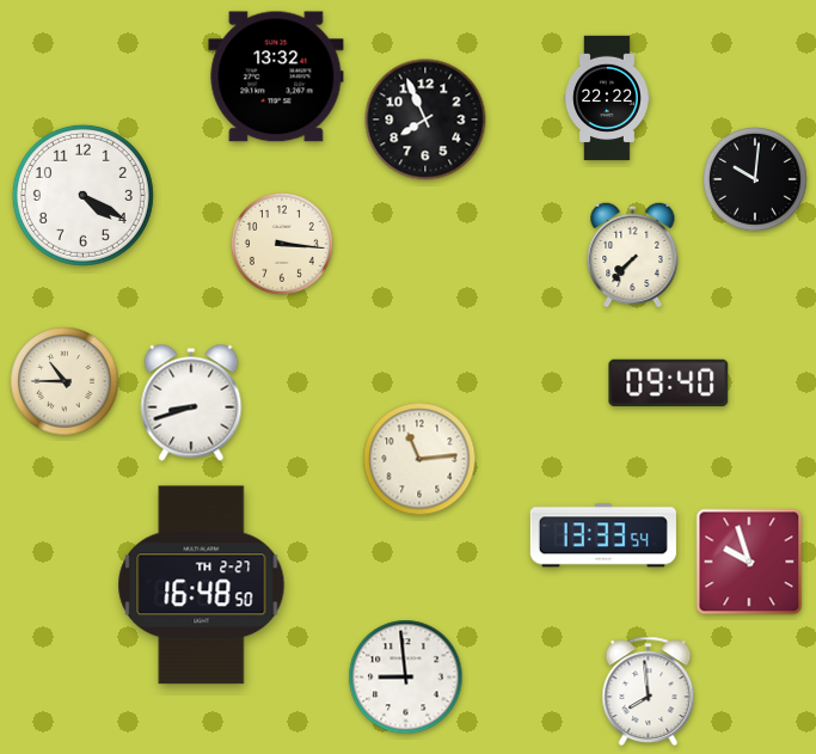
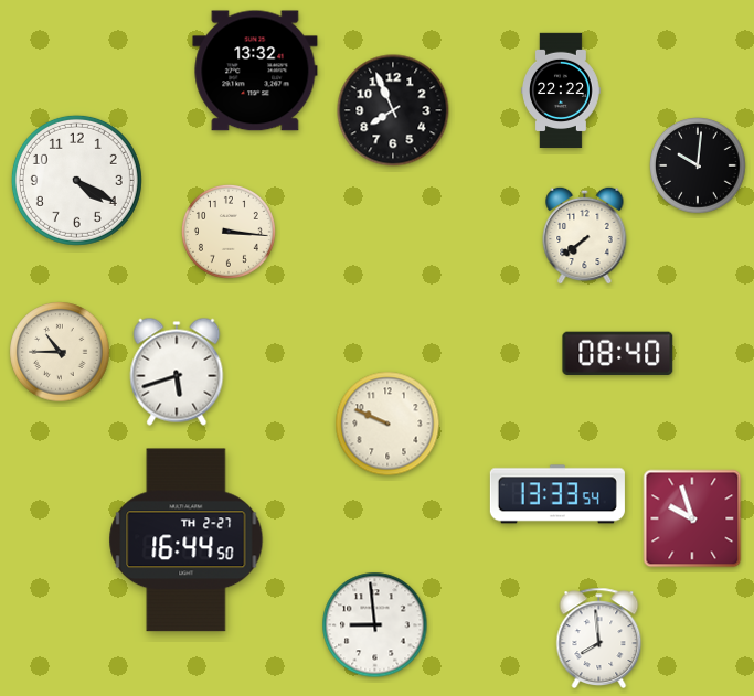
clock at (282, 244) position: (282, 244) -> (229, 232)
clock at (633, 255): 7:37 -> 7:39
clock at (669, 382): 09:40 -> 08:40
clock at (191, 403): 8:42 -> 5:42
clock at (419, 459): 11:14 -> 9:49
clock at (202, 586): 16:48 -> 16:44
